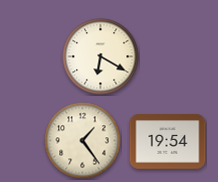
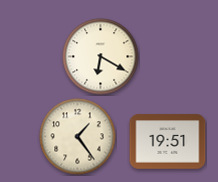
clock at (83, 141) position: (83, 141) -> (78, 137)
clock at (168, 142): 19:54 -> 19:51
